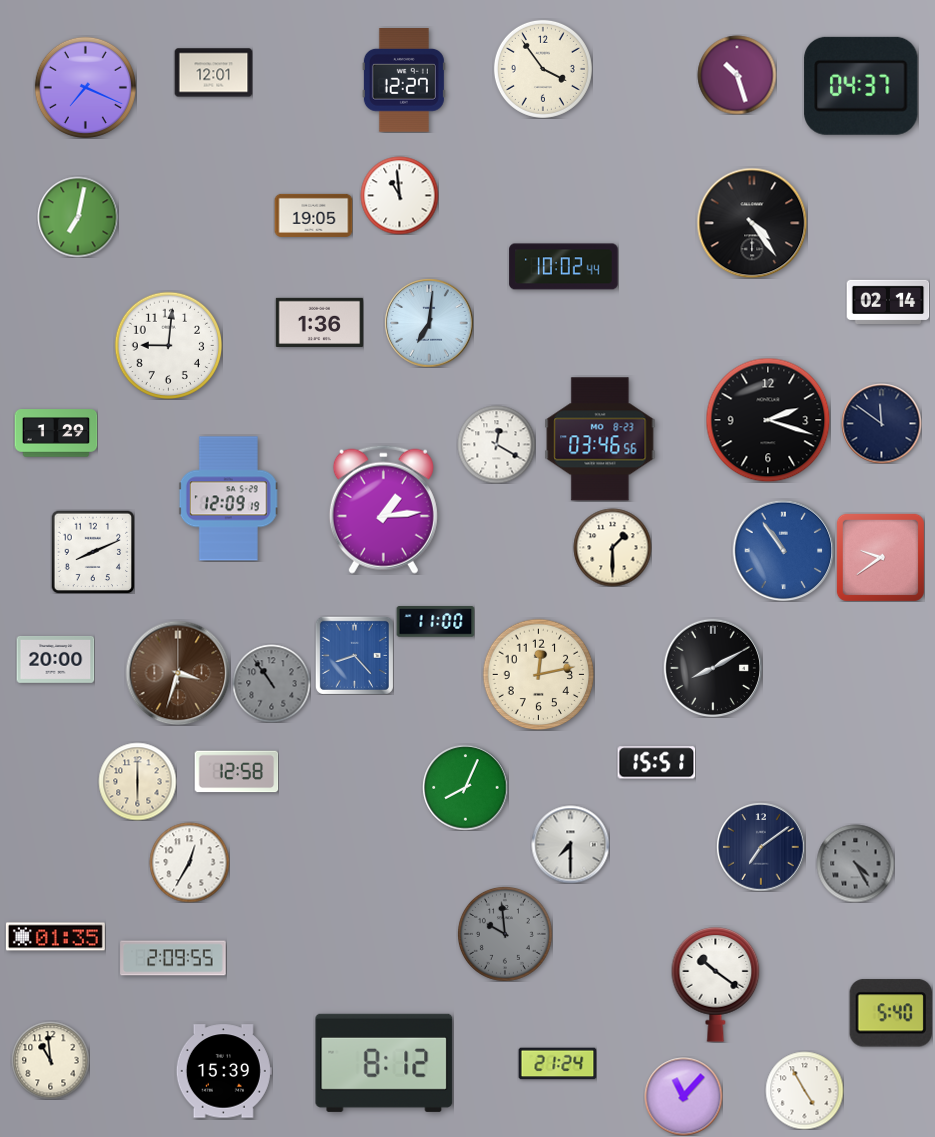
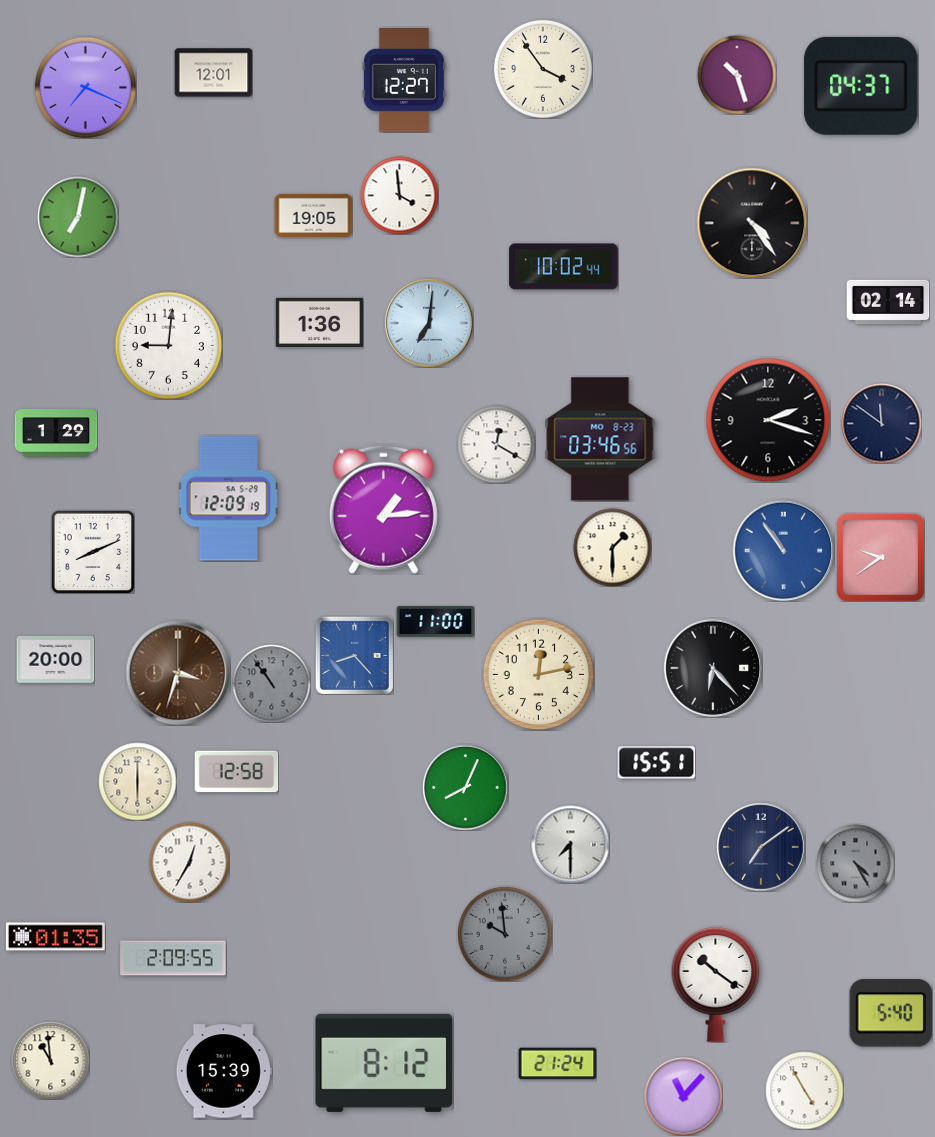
clock at (399, 195): 10:59 -> 3:59
clock at (712, 667): 8:10 -> 6:23
